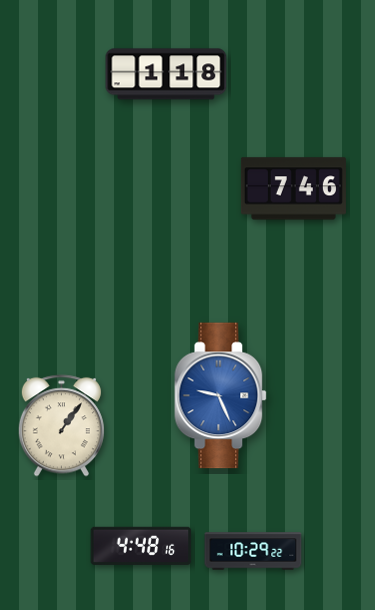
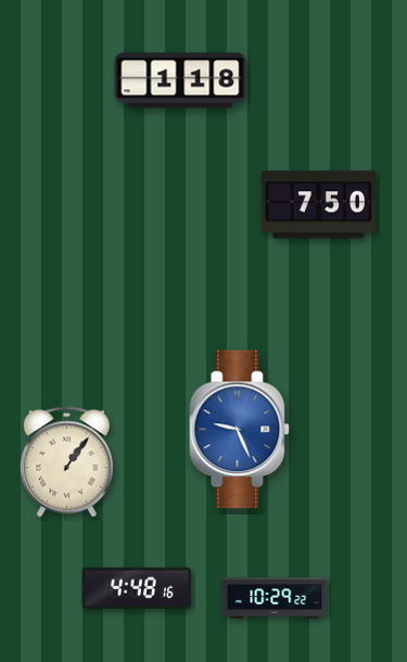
clock at (293, 189): 7:46 -> 7:50
clock at (141, 546) position: (141, 546) -> (137, 588)
